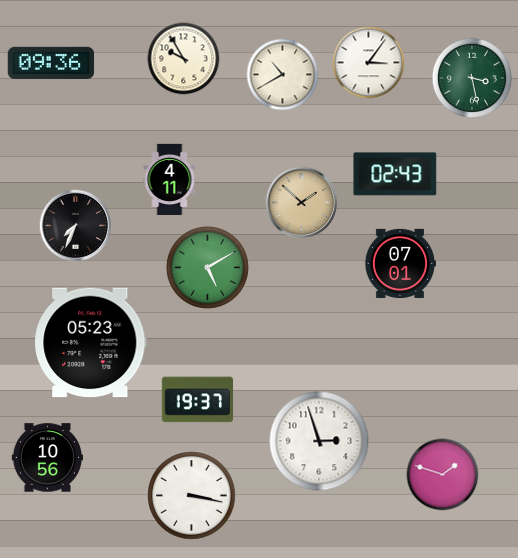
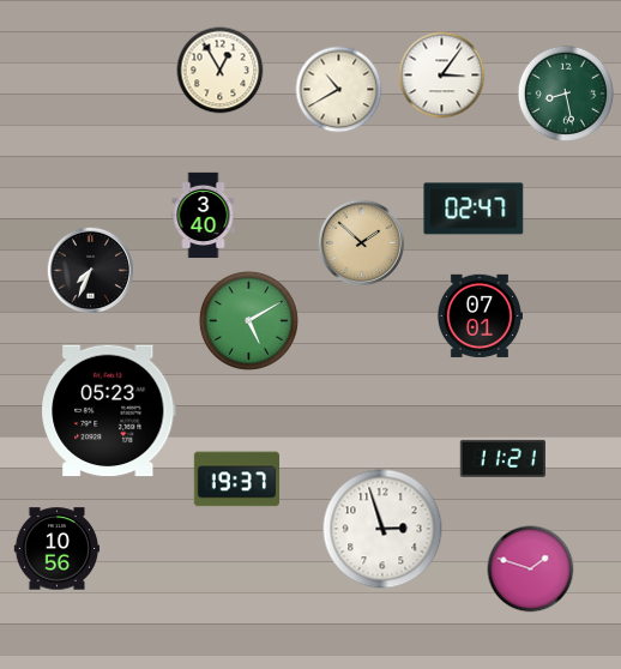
clock at (184, 59): 9:55 -> 12:55
clock at (51, 63): 09:36 -> none
clock at (472, 78): 3:28 -> 8:28
clock at (395, 174): 02:43 -> 02:47
clock at (170, 180): 4:11 -> 3:40
clock at (502, 458): none -> 11:21
clock at (192, 496): 3:17 -> none
